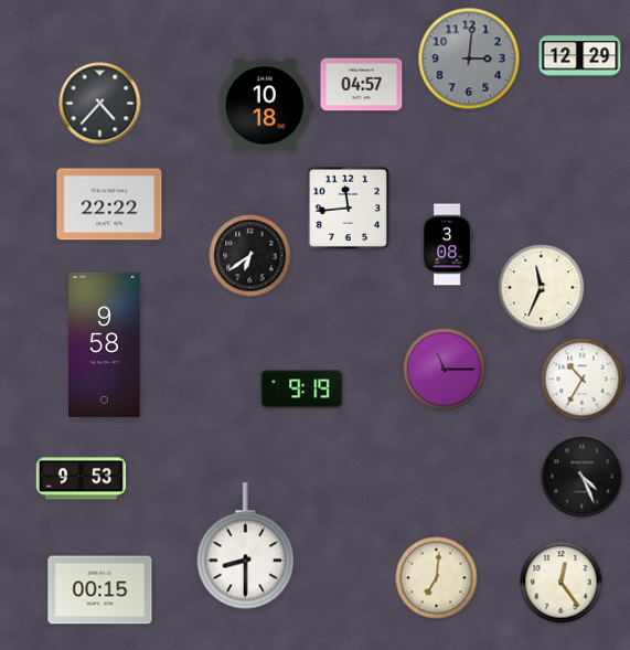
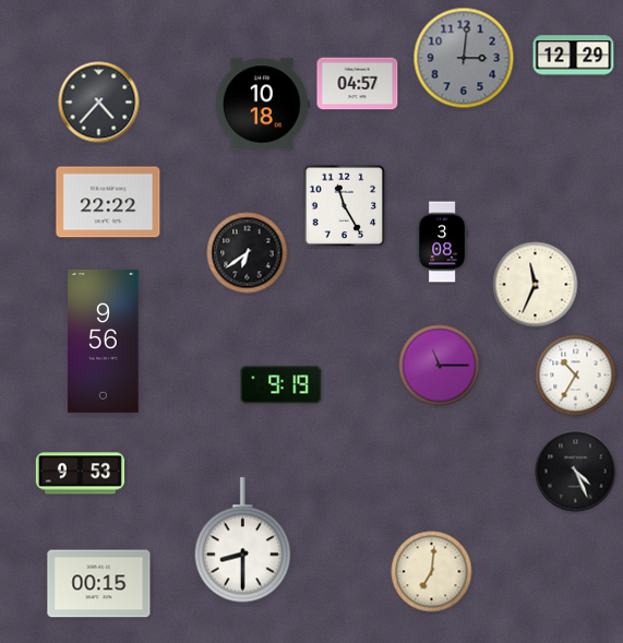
clock at (349, 209): 11:44 -> 11:25
clock at (105, 344): 9:58 -> 9:56
clock at (302, 390) position: (302, 390) -> (281, 385)
clock at (562, 583): 12:24 -> none
